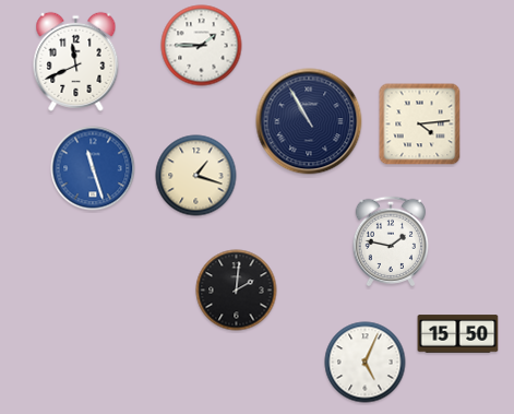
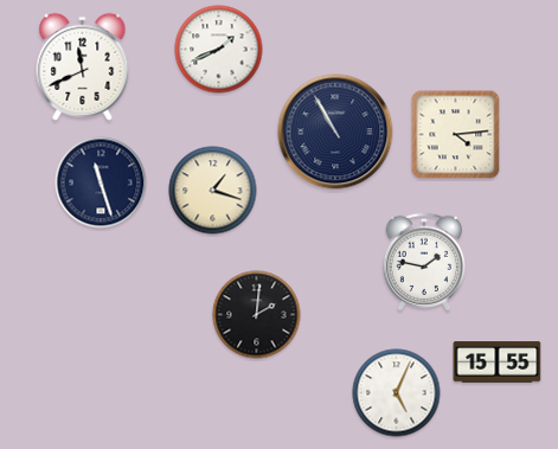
clock at (202, 46): 1:45 -> 1:41
clock at (93, 168) dial: blue -> navy
clock at (458, 334): 15:50 -> 15:55
